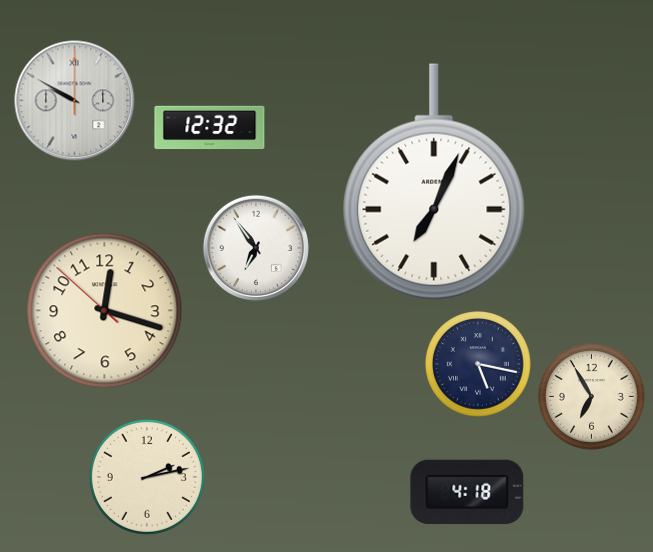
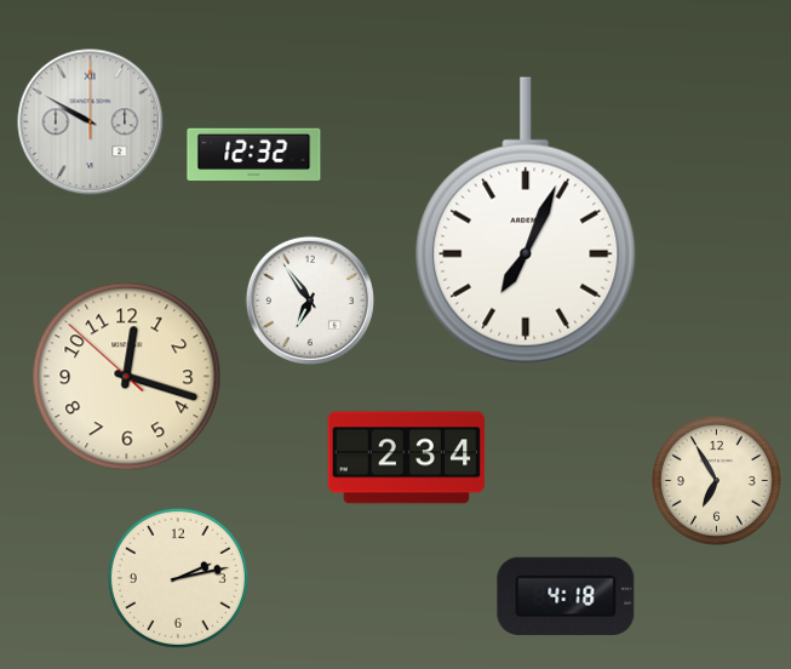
clock at (478, 364): 5:17 -> none
clock at (407, 458): none -> 2:34
